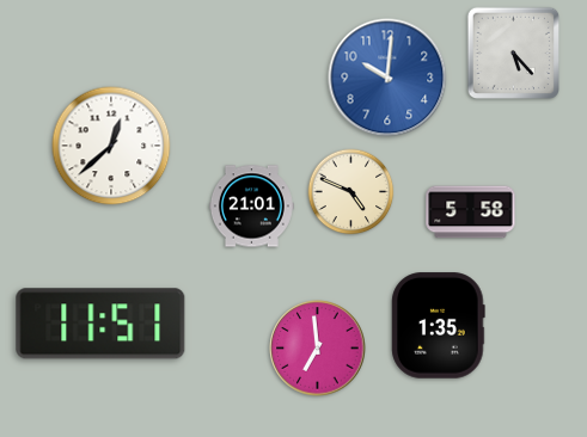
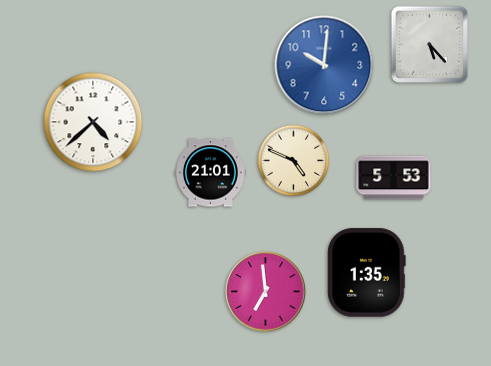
clock at (111, 146): 12:38 -> 4:38
clock at (471, 213): 5:58 -> 5:53
clock at (100, 324): 11:51 -> none
